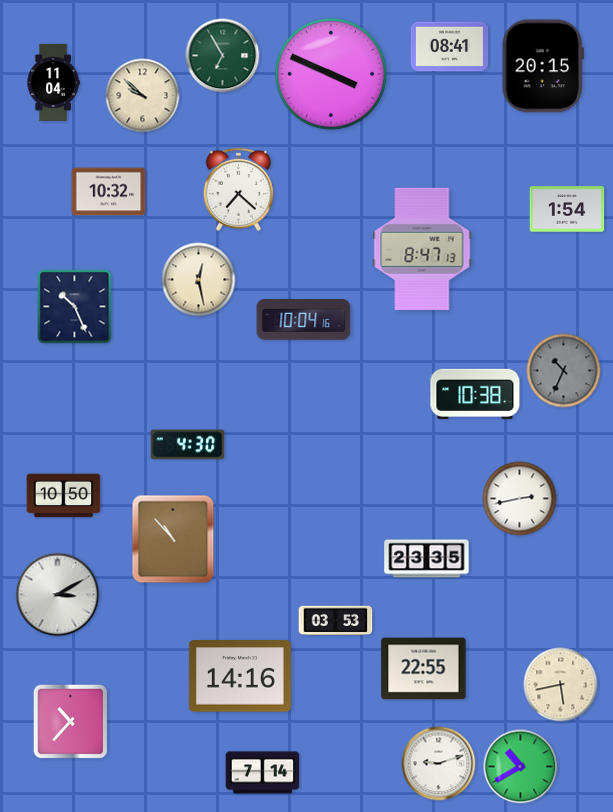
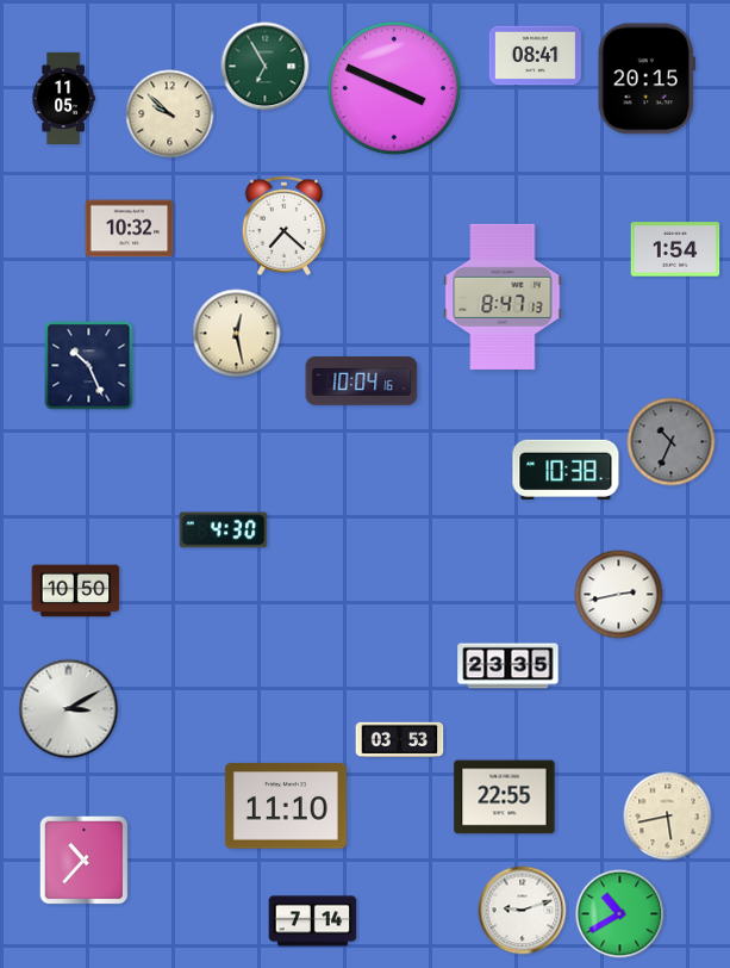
clock at (53, 82): 11:04 -> 11:05
clock at (173, 539): 10:53 -> none
clock at (240, 676): 14:16 -> 11:10
